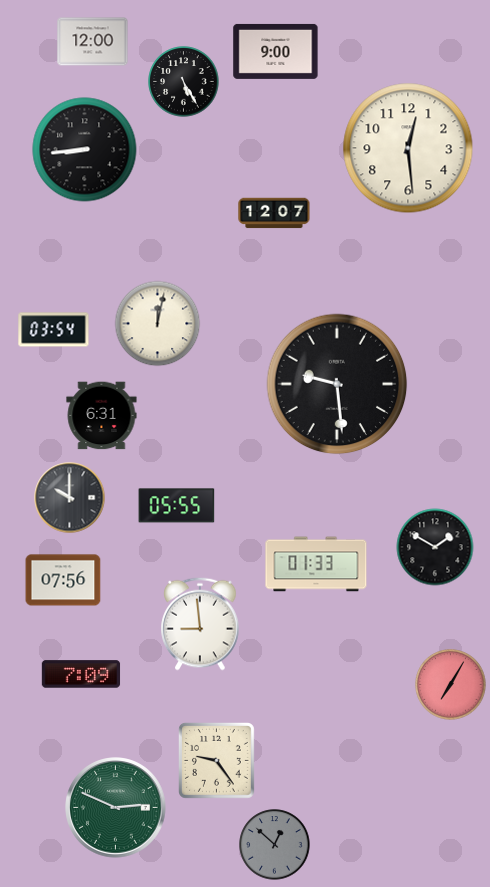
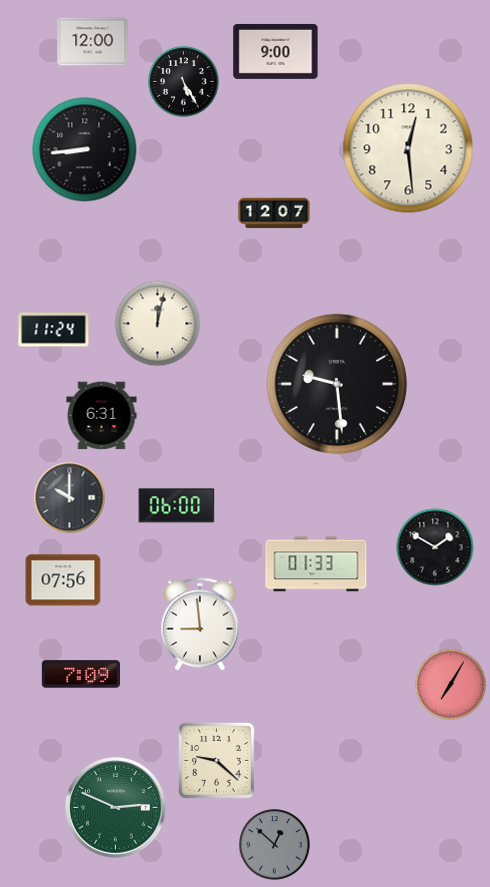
clock at (54, 330): 03:54 -> 11:24
clock at (177, 506): 05:55 -> 06:00
clock at (217, 761): 9:24 -> 9:22
